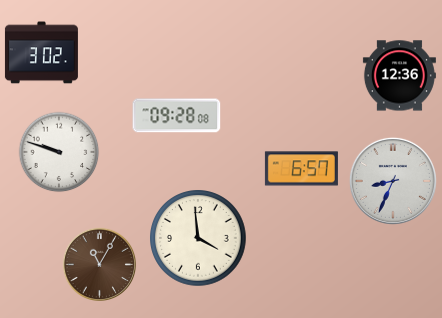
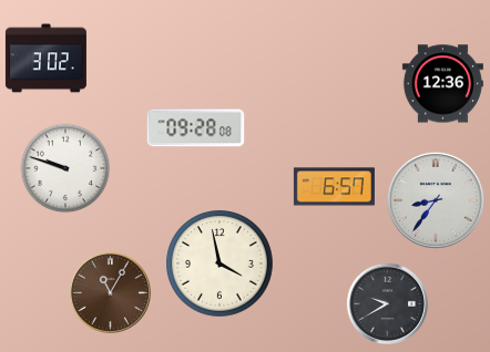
clock at (393, 181): 8:34 -> 8:36
clock at (199, 239): 3:59 -> 3:58
clock at (387, 303): none -> 9:40
